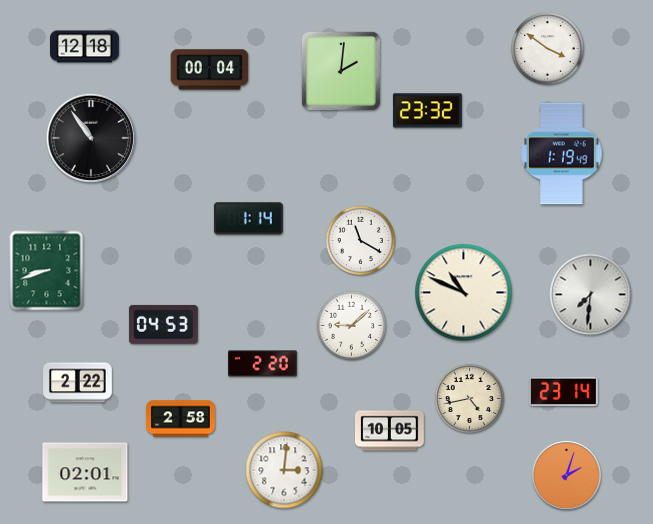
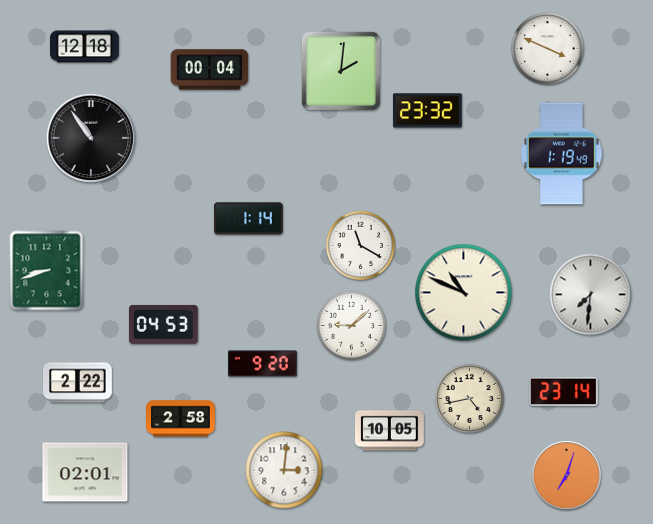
clock at (548, 49): 3:51 -> 3:49
clock at (360, 240) position: (360, 240) -> (360, 245)
clock at (263, 364): 2:20 -> 9:20
clock at (567, 476): 2:03 -> 7:03
